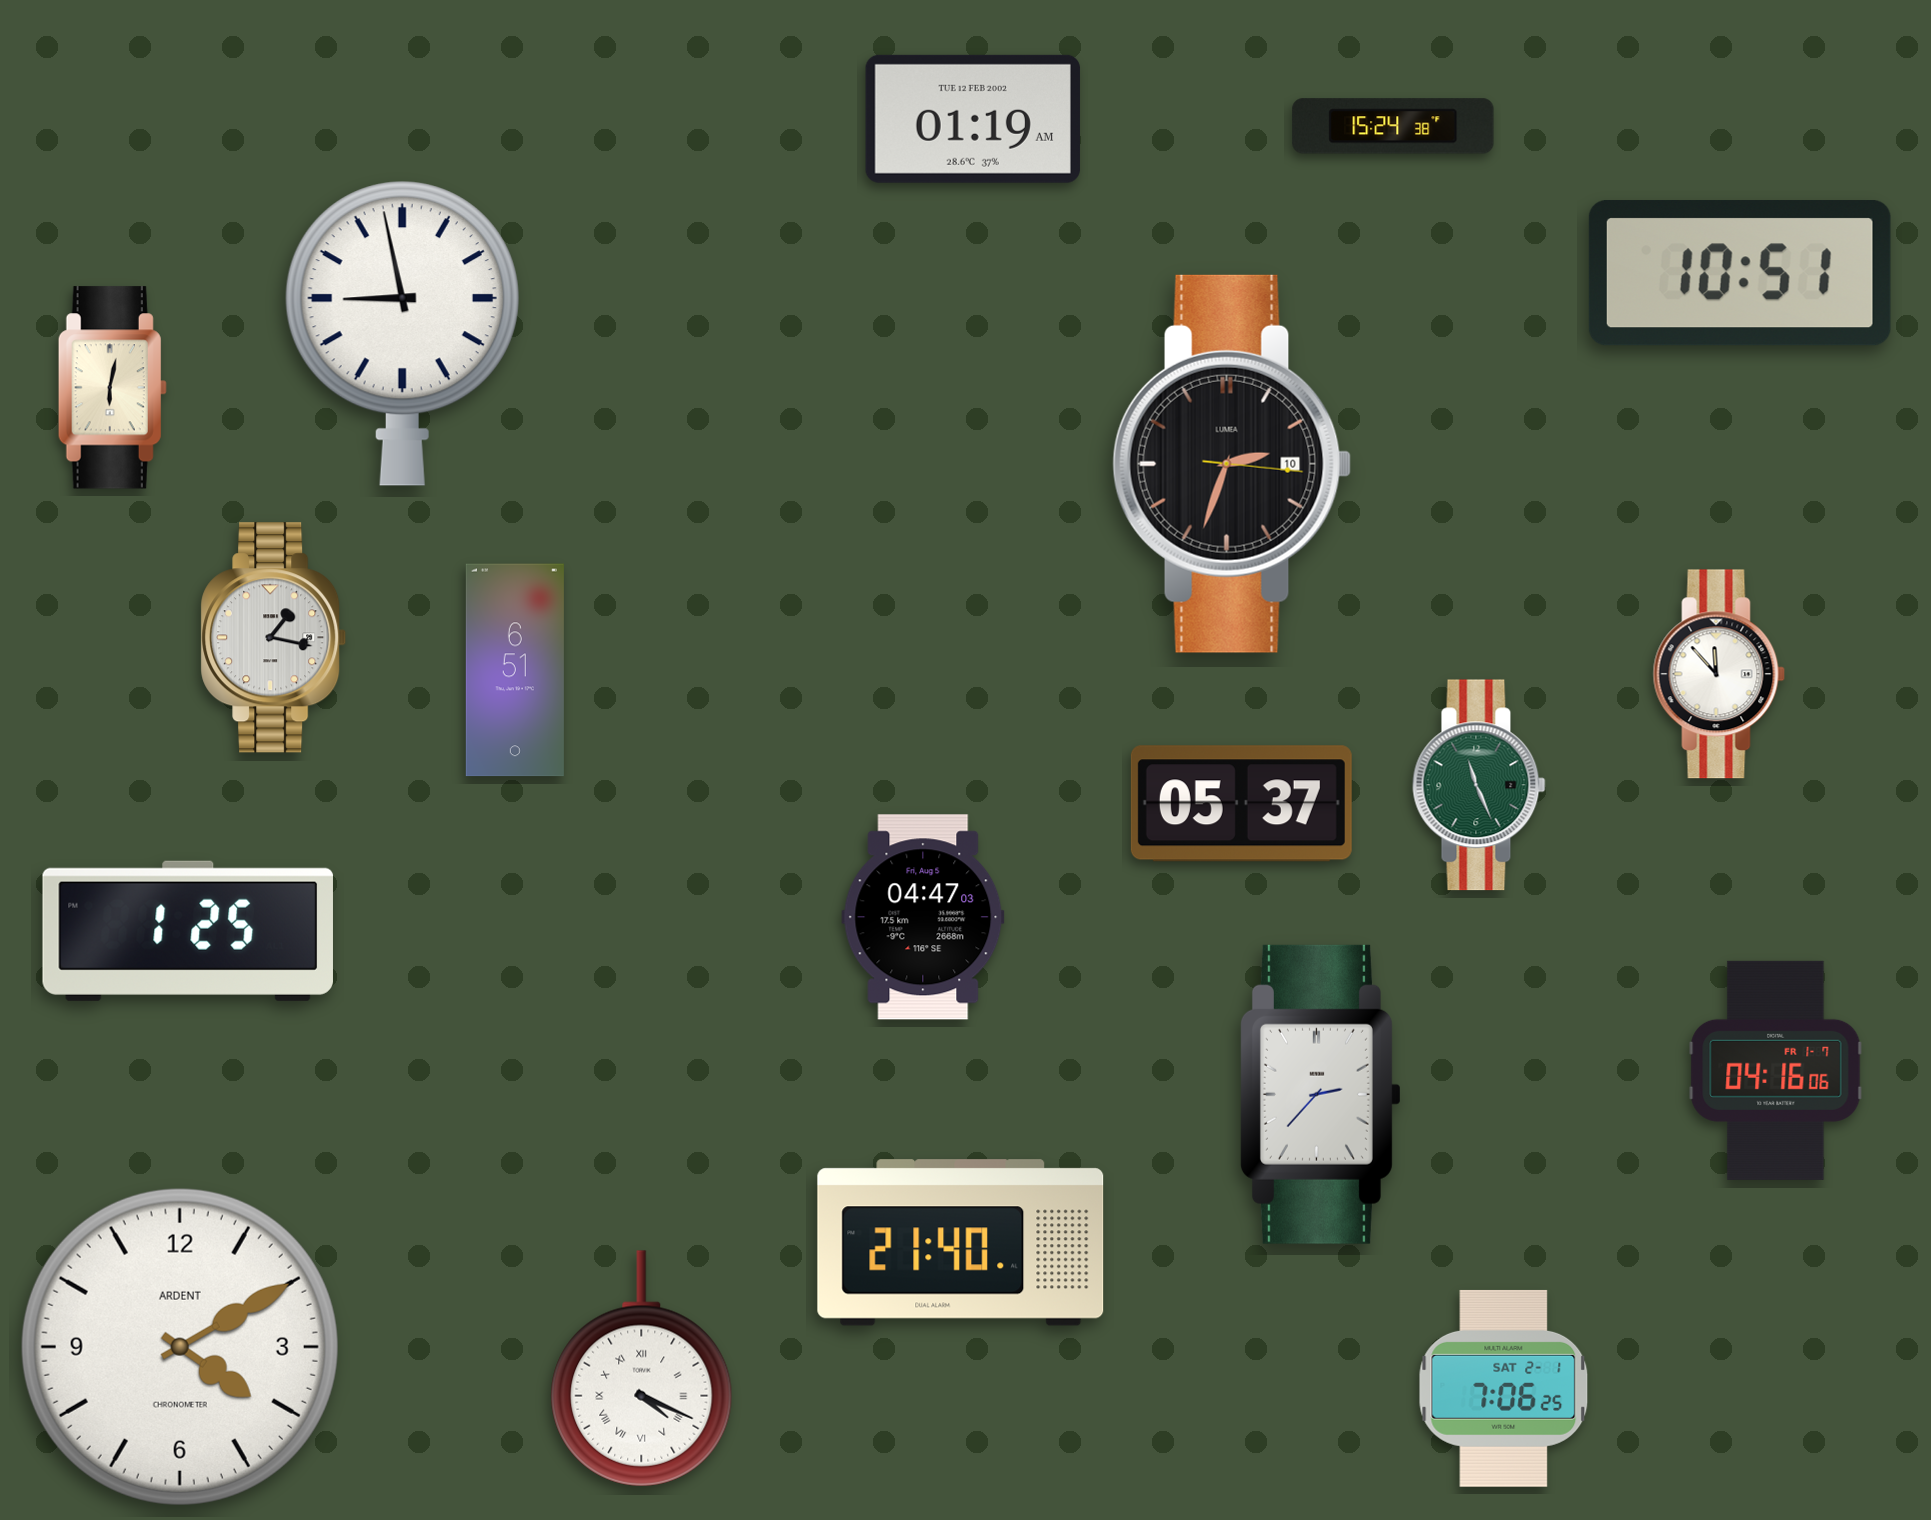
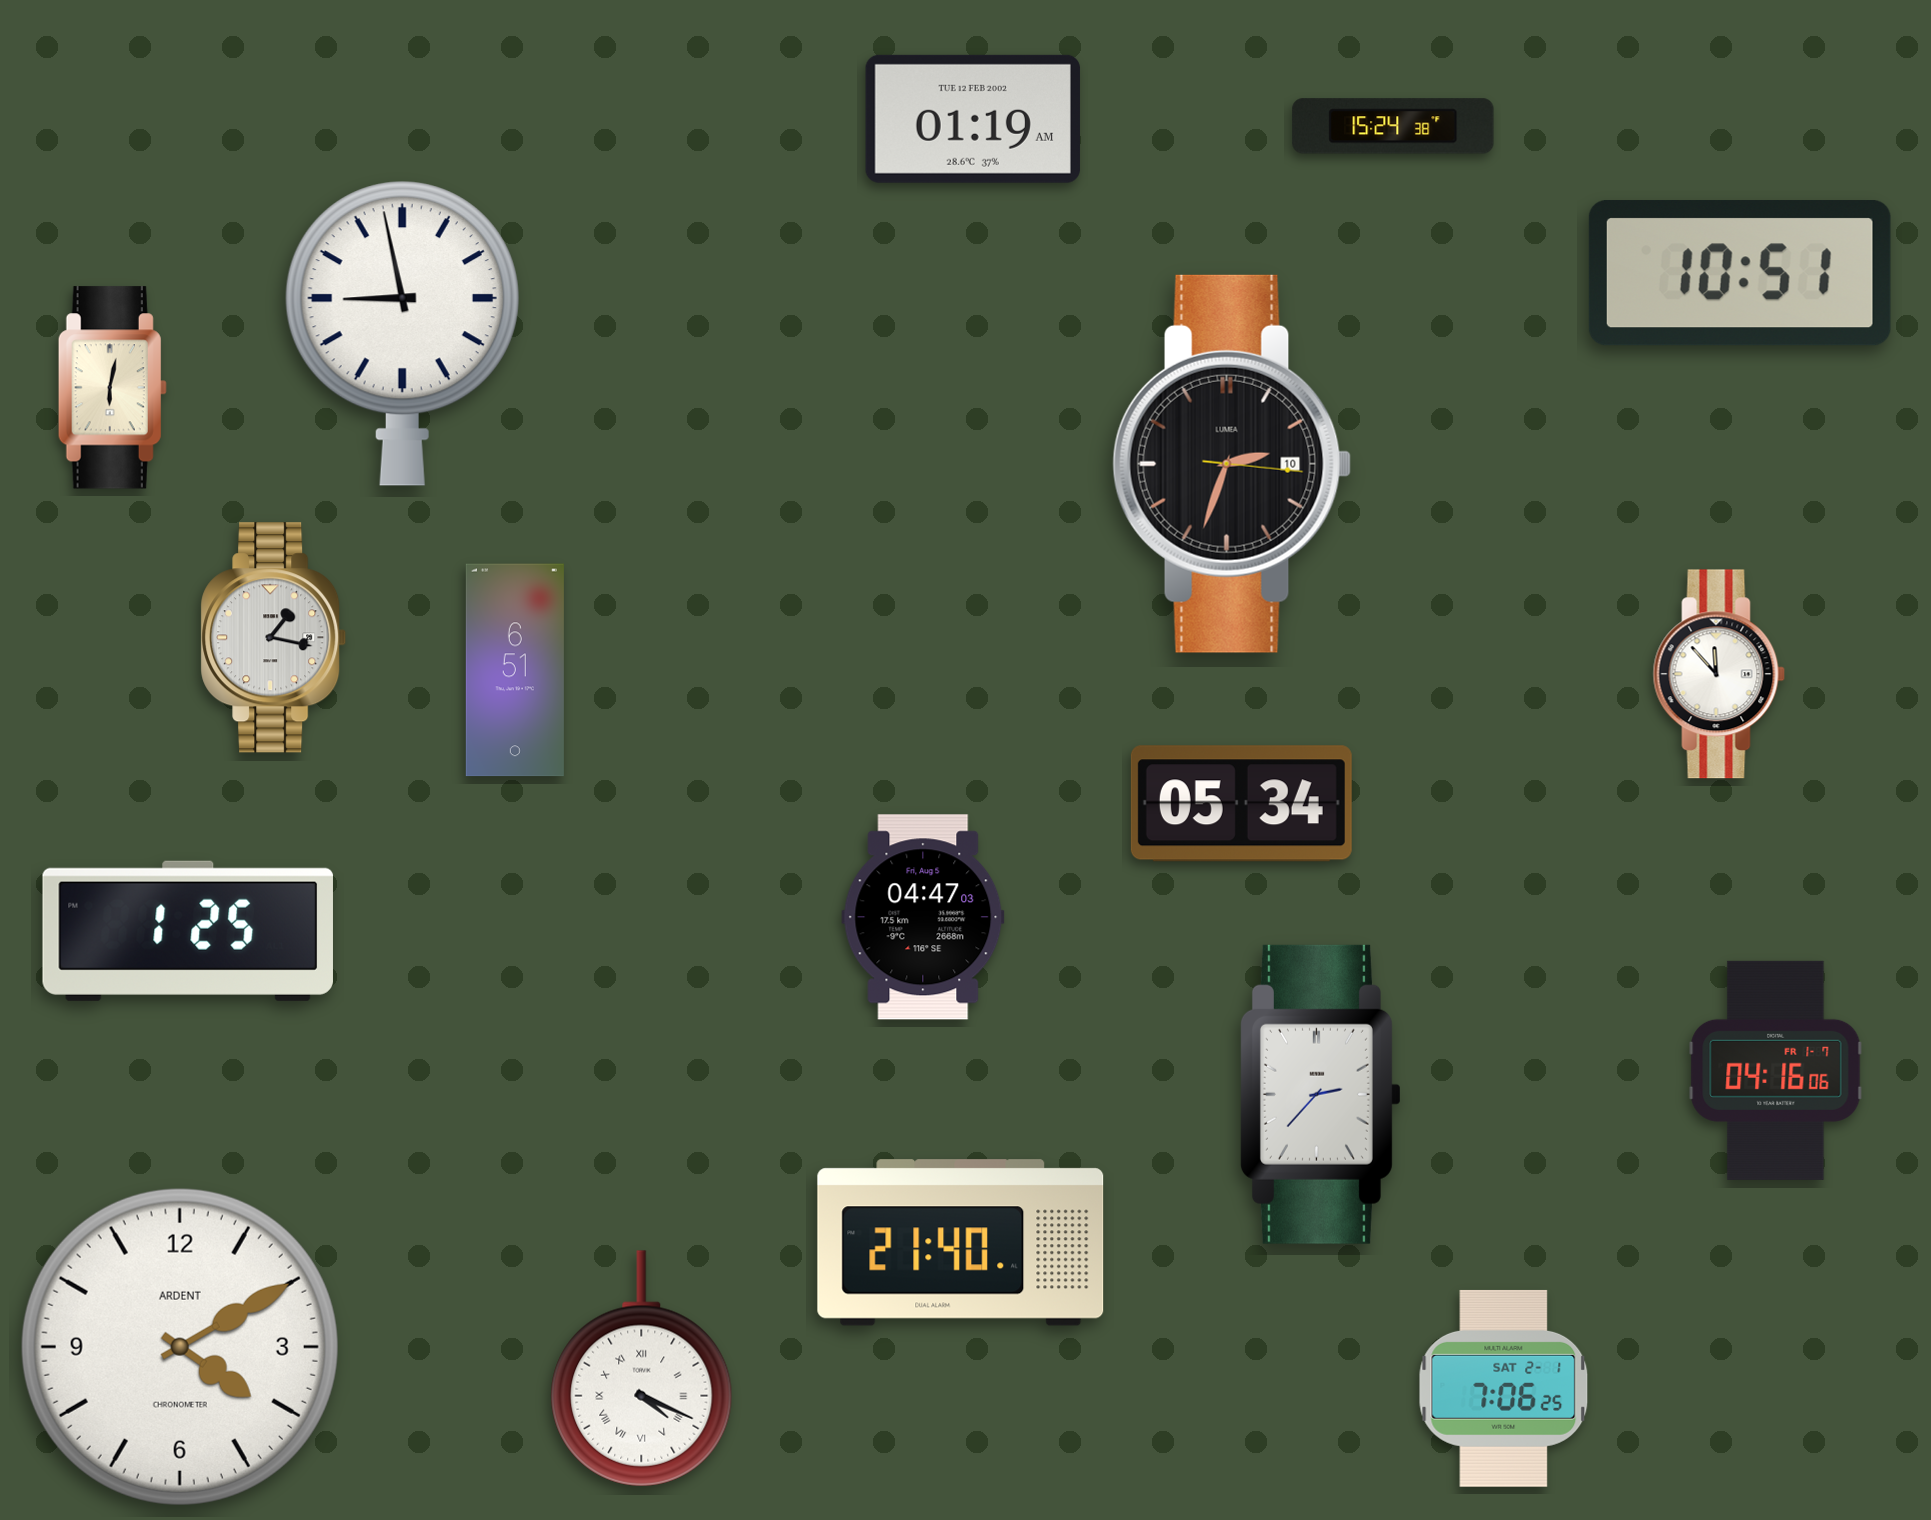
clock at (1479, 785): 11:26 -> none
clock at (1241, 804): 05:37 -> 05:34
